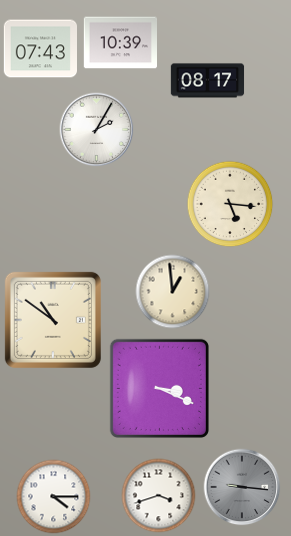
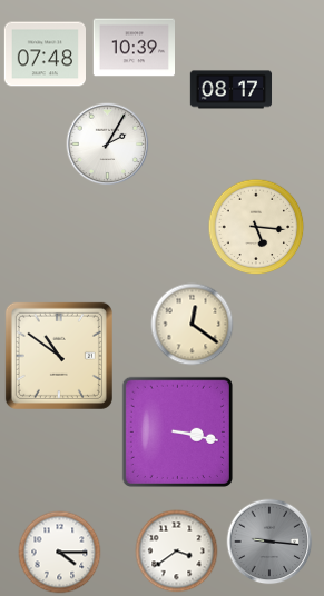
clock at (40, 49): 07:43 -> 07:48
clock at (173, 292): 12:59 -> 12:21
clock at (159, 388): 3:19 -> 3:17
clock at (159, 496): 3:42 -> 3:39
